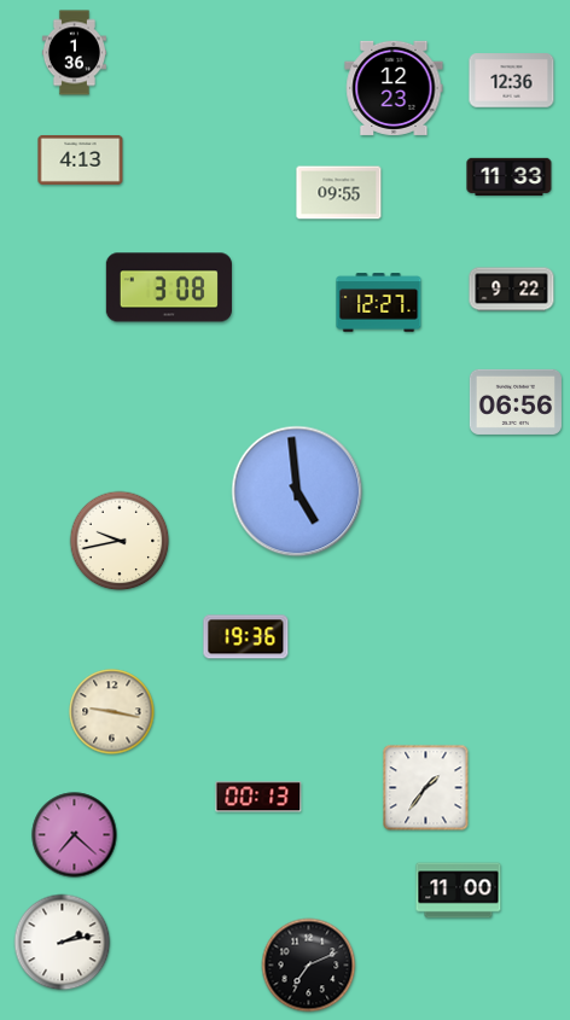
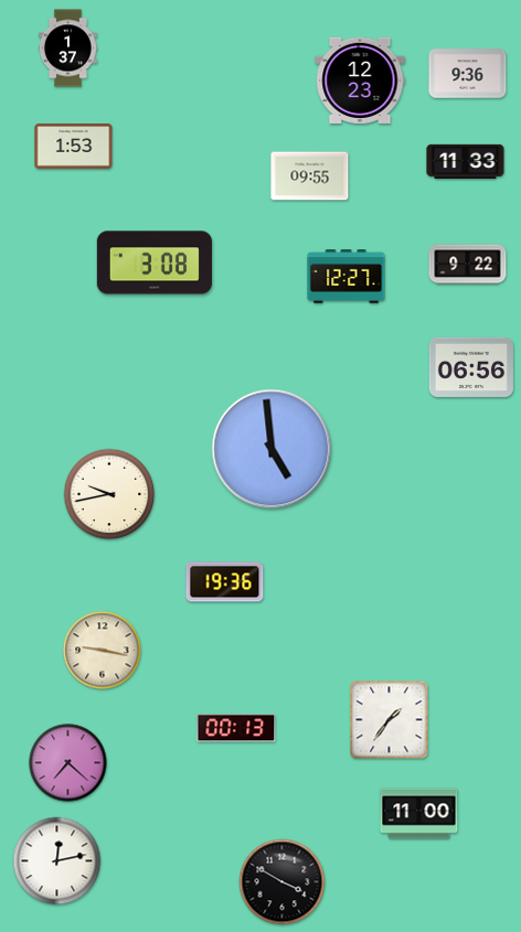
clock at (74, 53): 1:36 -> 1:37
clock at (512, 81): 12:36 -> 9:36
clock at (81, 159): 4:13 -> 1:53
clock at (63, 943): 2:13 -> 12:13
clock at (309, 966): 7:11 -> 3:50
